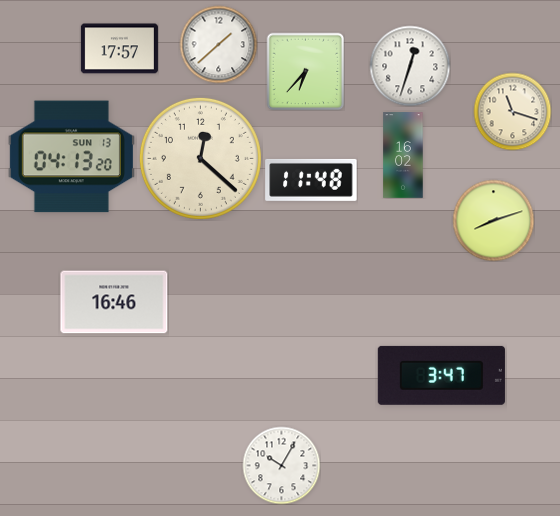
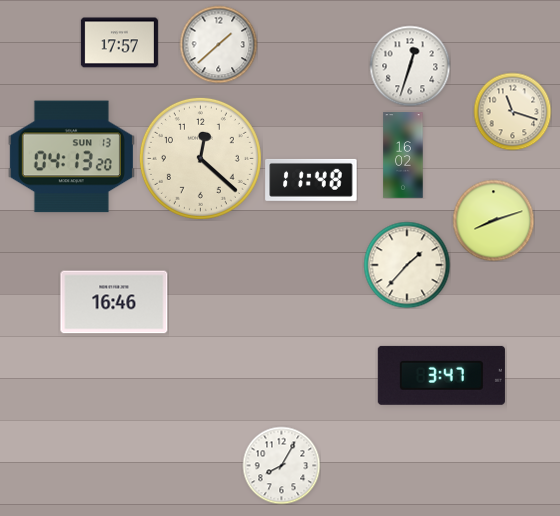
clock at (119, 49) position: (119, 49) -> (119, 43)
clock at (305, 71): 6:37 -> none
clock at (407, 265): none -> 1:37
clock at (281, 465): 10:05 -> 8:05
